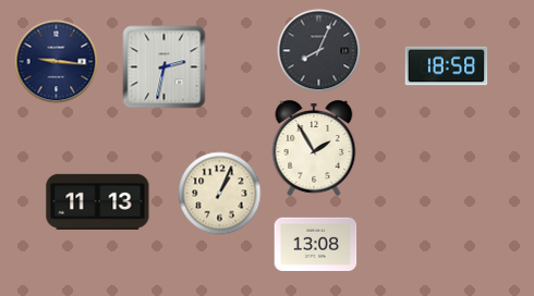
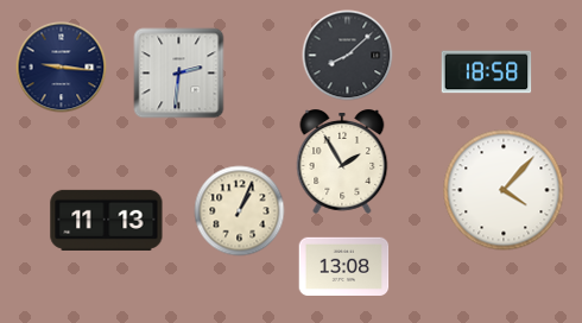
clock at (319, 51): 8:04 -> 8:08
clock at (165, 67): 2:32 -> 2:31
clock at (504, 190): none -> 4:07
